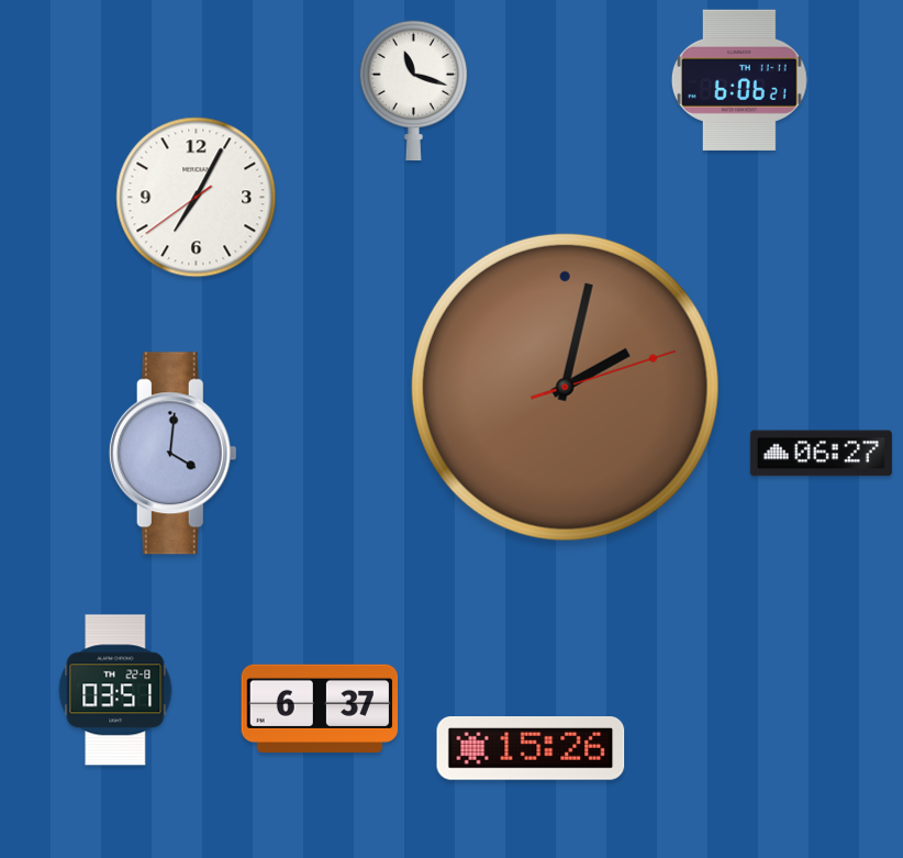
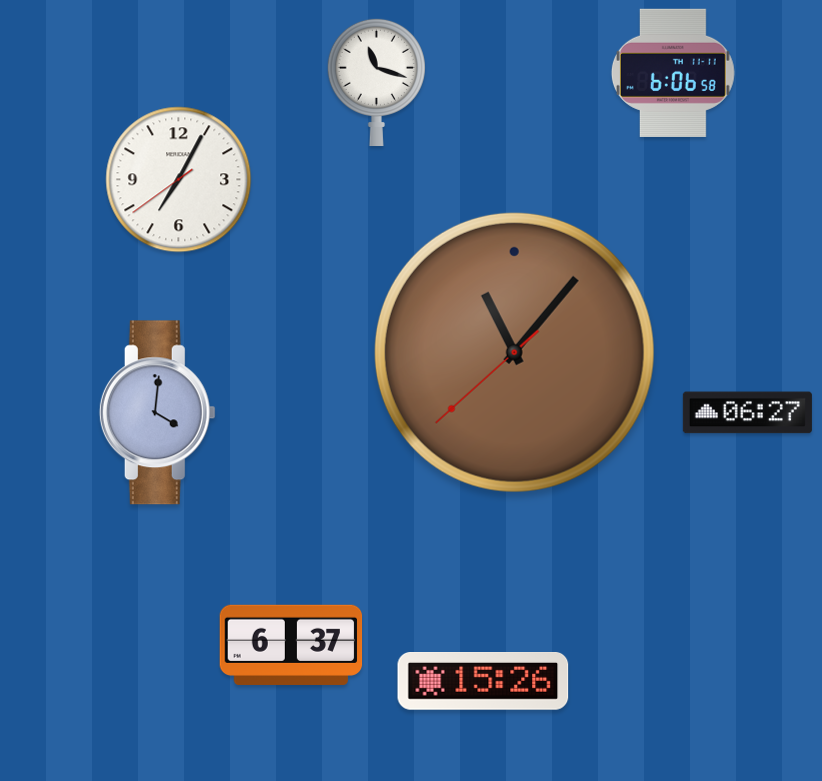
clock at (739, 80): 6:06:21 -> 6:06:58
clock at (565, 387): 2:02 -> 11:06
clock at (115, 690): 03:51 -> none
